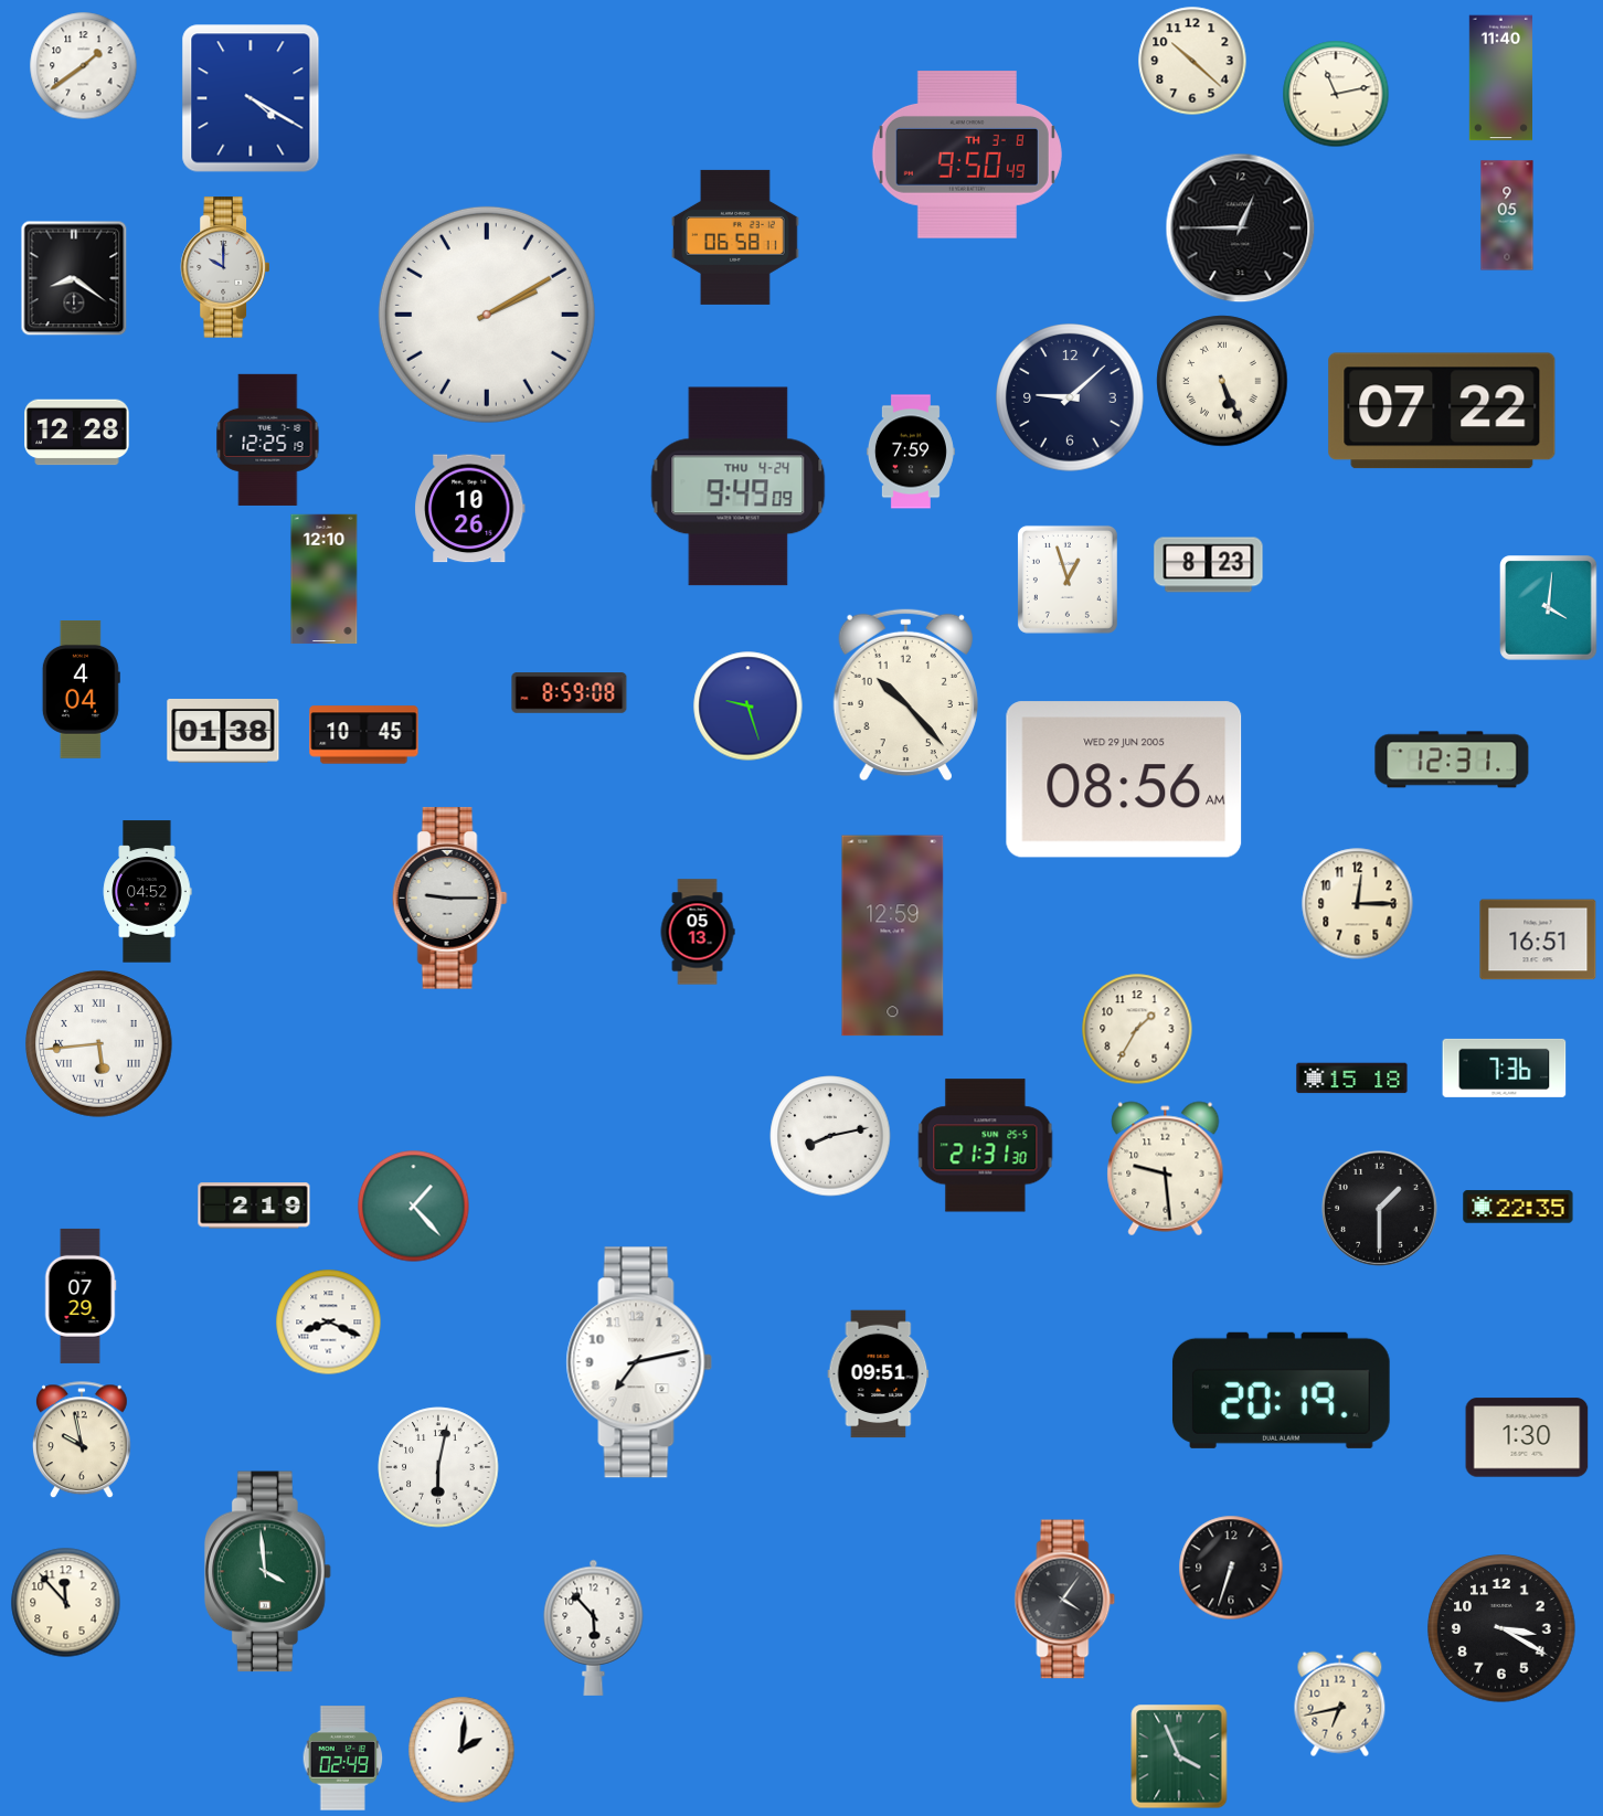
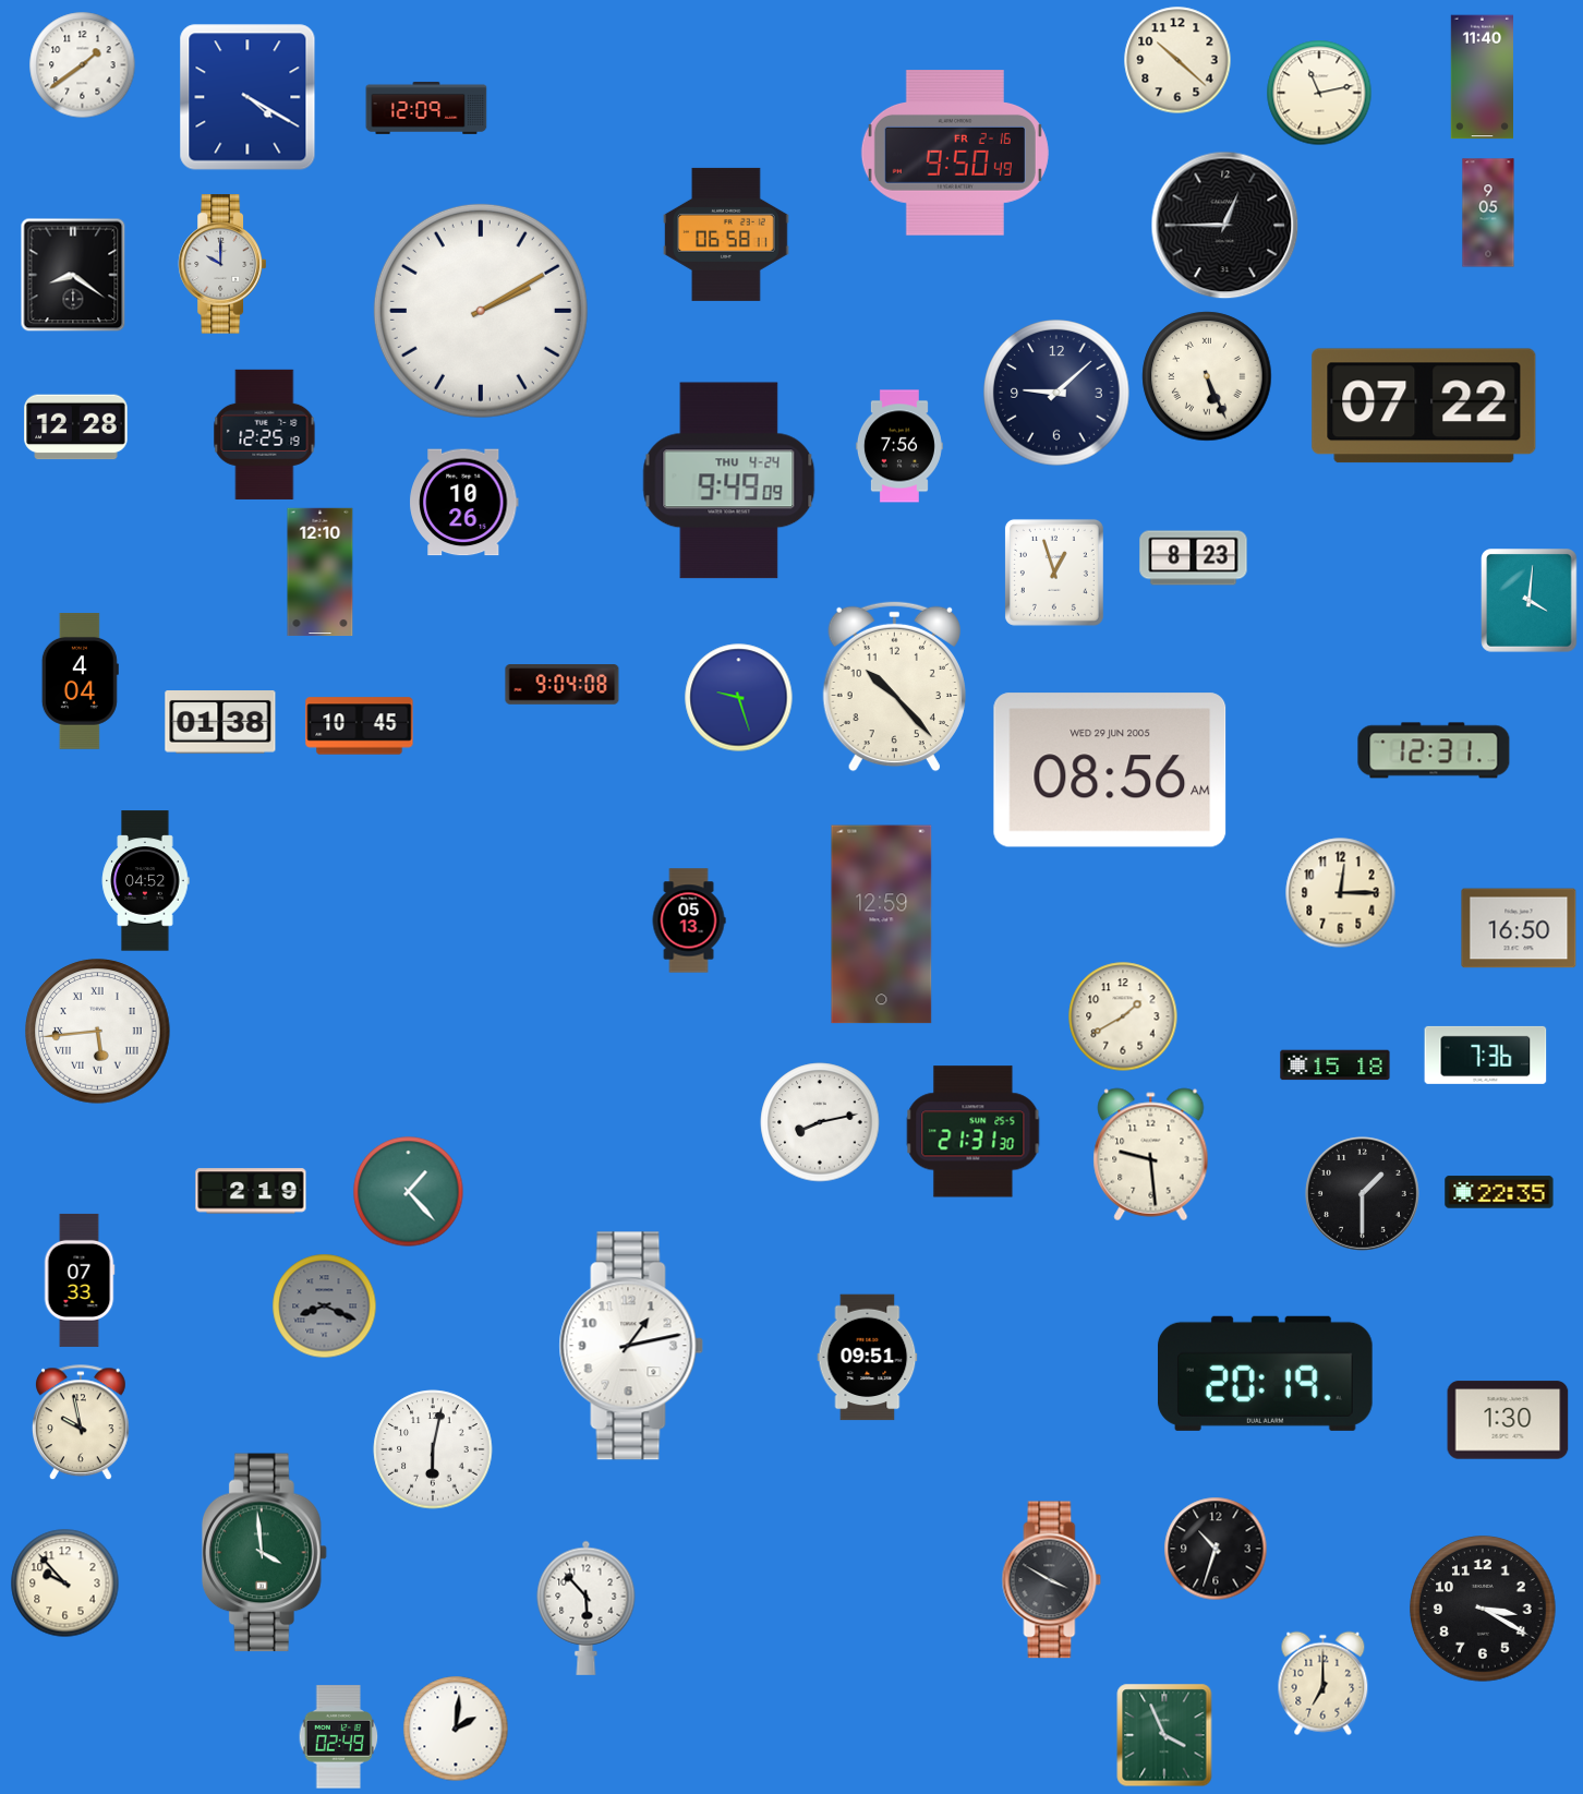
clock at (426, 108): none -> 12:09
clock at (967, 155) date: TH 3-8 -> FR 2-16
clock at (911, 452): 7:59 -> 7:56
clock at (570, 693): 8:59 -> 9:04
clock at (449, 899): 9:15 -> none
clock at (1538, 939): 16:51 -> 16:50
clock at (1137, 1029): 1:35 -> 1:40
clock at (81, 1296): 07:29 -> 07:33
clock at (329, 1323) dial: white -> grey
clock at (639, 1362): 7:13 -> 1:13
clock at (1231, 1568): 6:33 -> 10:33
clock at (1065, 1600): 4:06 -> 3:50
clock at (66, 1603): 11:53 -> 9:53
clock at (1340, 1705): 6:43 -> 7:00
